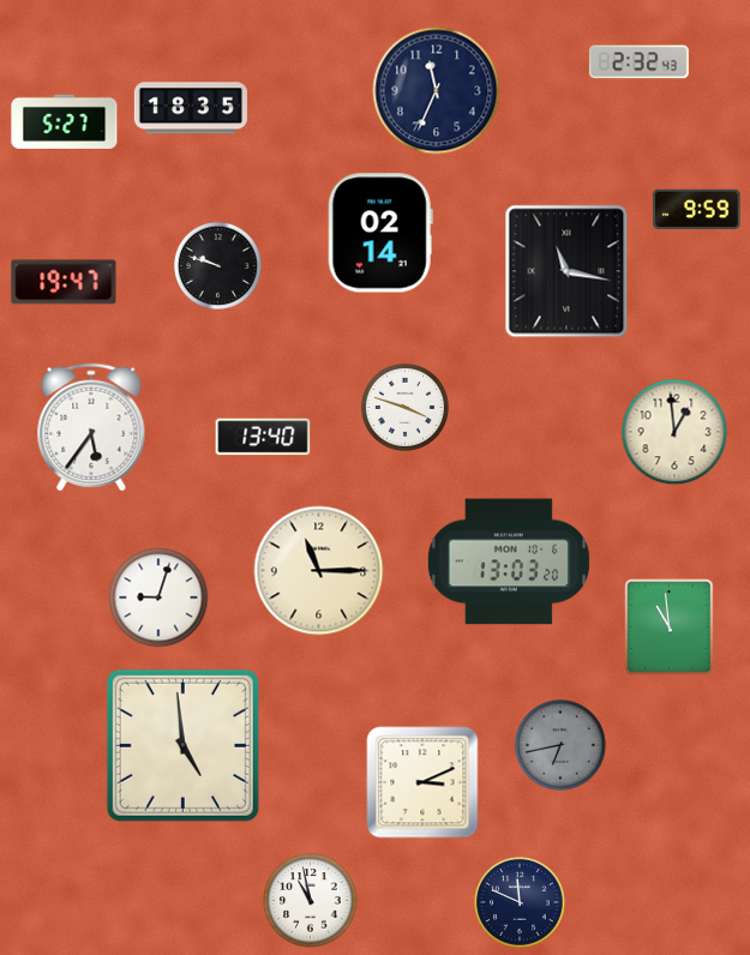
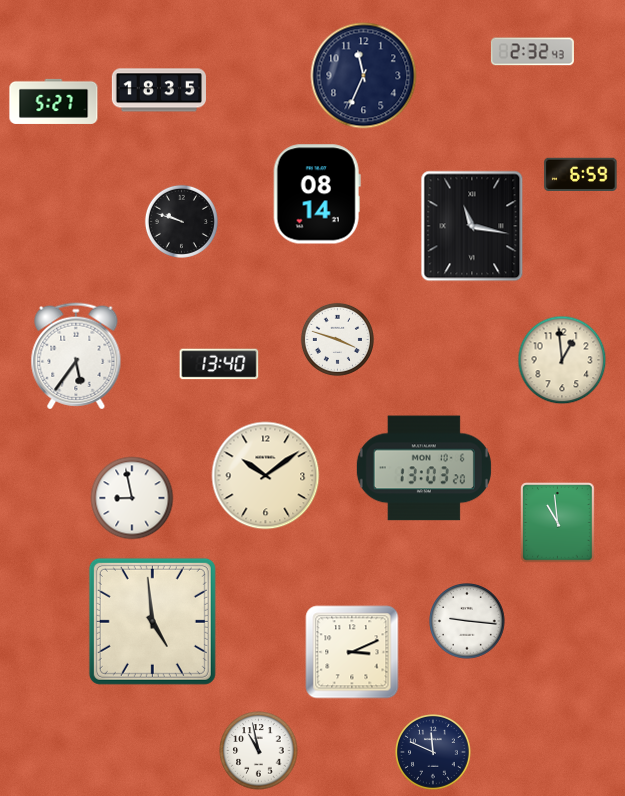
clock at (697, 209): 9:59 -> 6:59
clock at (380, 233): 02:14 -> 08:14
clock at (64, 282): 19:47 -> none
clock at (319, 571): 11:15 -> 10:09
clock at (158, 597): 9:03 -> 8:58
clock at (560, 745): 6:43 -> 9:16
clock at (560, 745) dial: grey -> white
